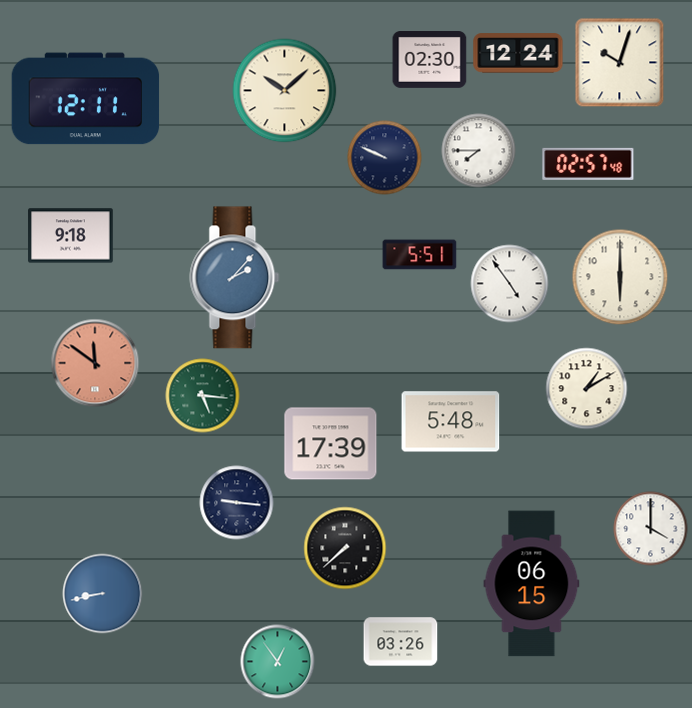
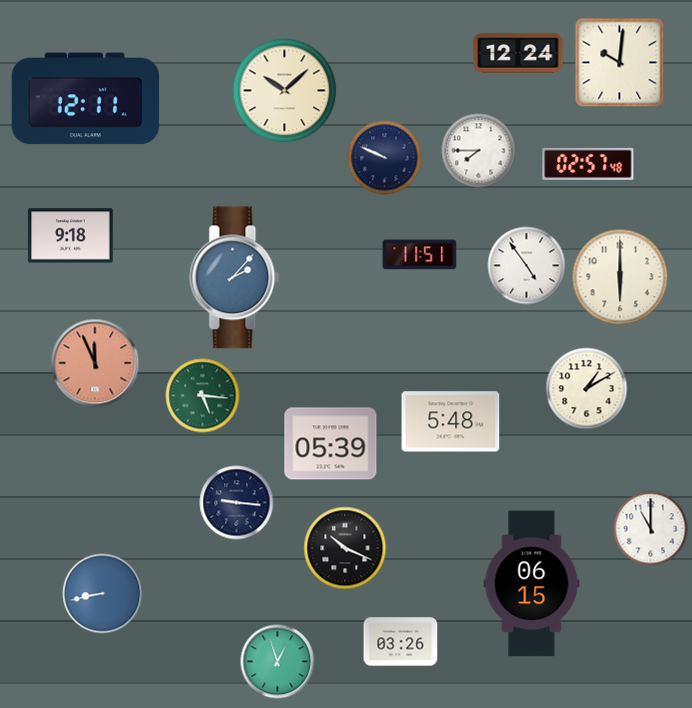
clock at (430, 60): 02:30 -> none
clock at (620, 63): 10:03 -> 10:01
clock at (420, 255): 5:51 -> 11:51
clock at (510, 284) position: (510, 284) -> (527, 266)
clock at (95, 363): 11:51 -> 11:56
clock at (331, 444): 17:39 -> 05:39
clock at (651, 529): 4:00 -> 11:00
clock at (345, 548): 7:38 -> 10:19
clock at (278, 662): 12:54 -> 12:57
